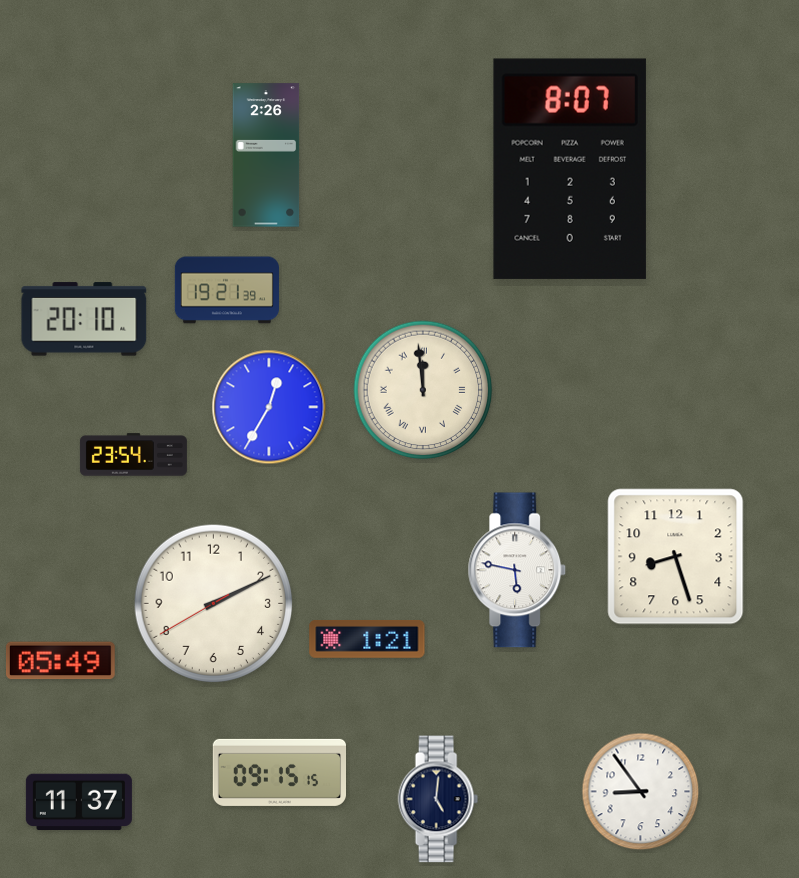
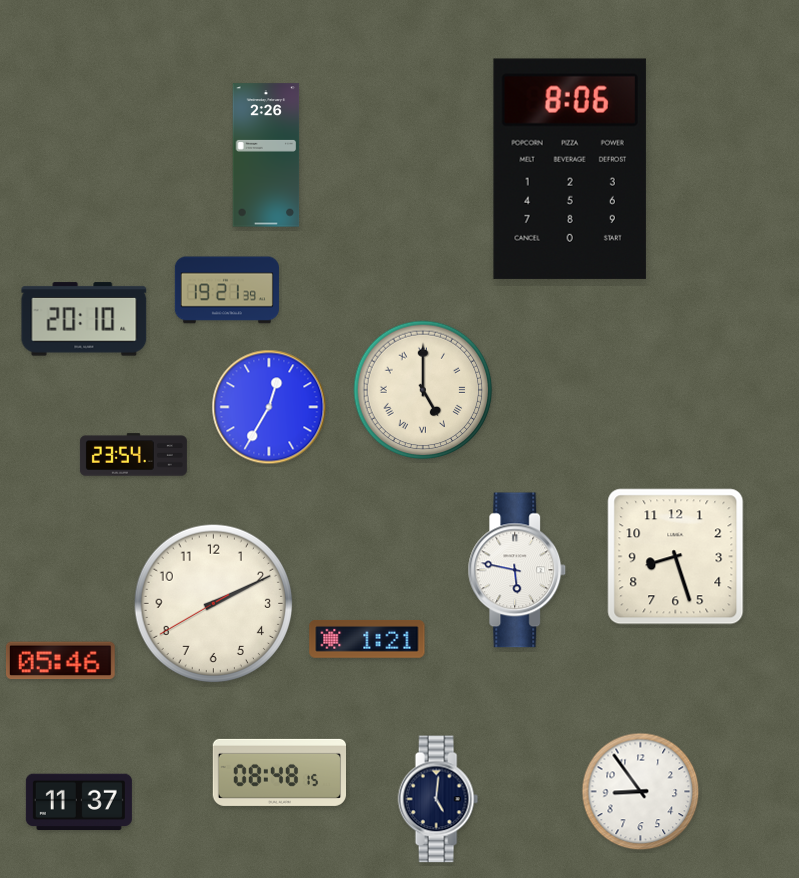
clock at (570, 169): 8:07 -> 8:06
clock at (423, 390): 11:59 -> 5:00
clock at (60, 661): 05:49 -> 05:46
clock at (279, 772): 09:15 -> 08:48
